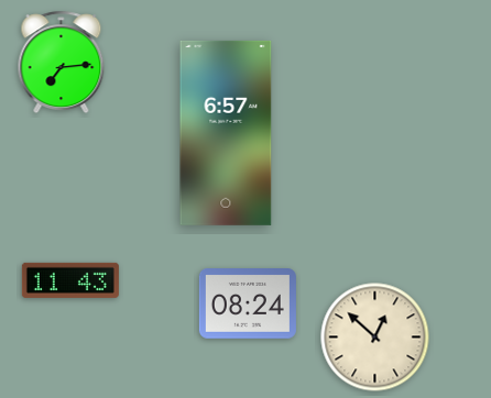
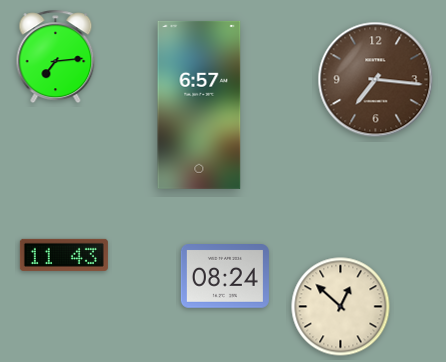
clock at (376, 80): none -> 7:16
clock at (226, 133) position: (226, 133) -> (199, 105)
